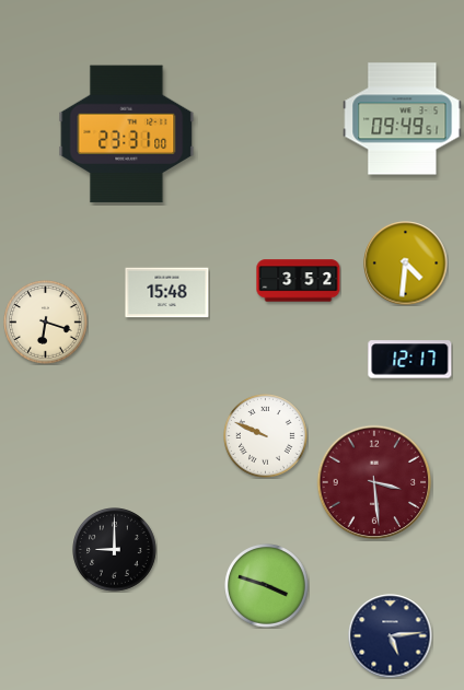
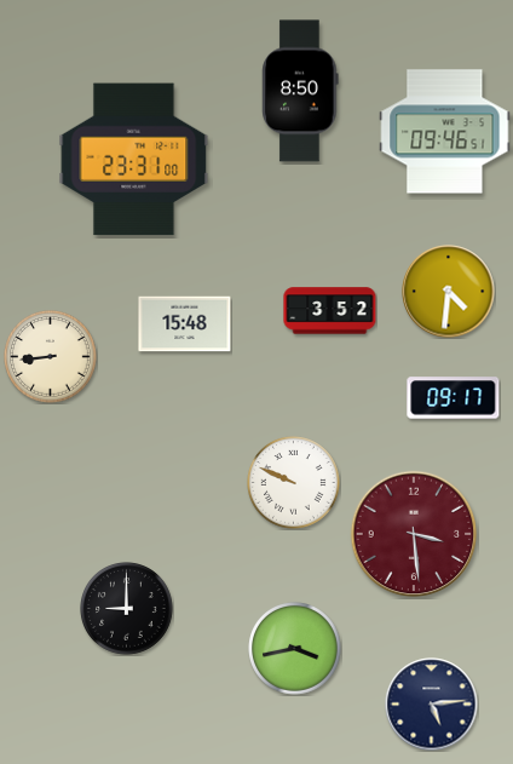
clock at (300, 91): none -> 8:50
clock at (403, 119): 09:49 -> 09:46
clock at (127, 135) position: (127, 135) -> (134, 160)
clock at (46, 323): 6:18 -> 8:44
clock at (410, 360): 12:17 -> 09:17
clock at (267, 586): 3:48 -> 3:43
